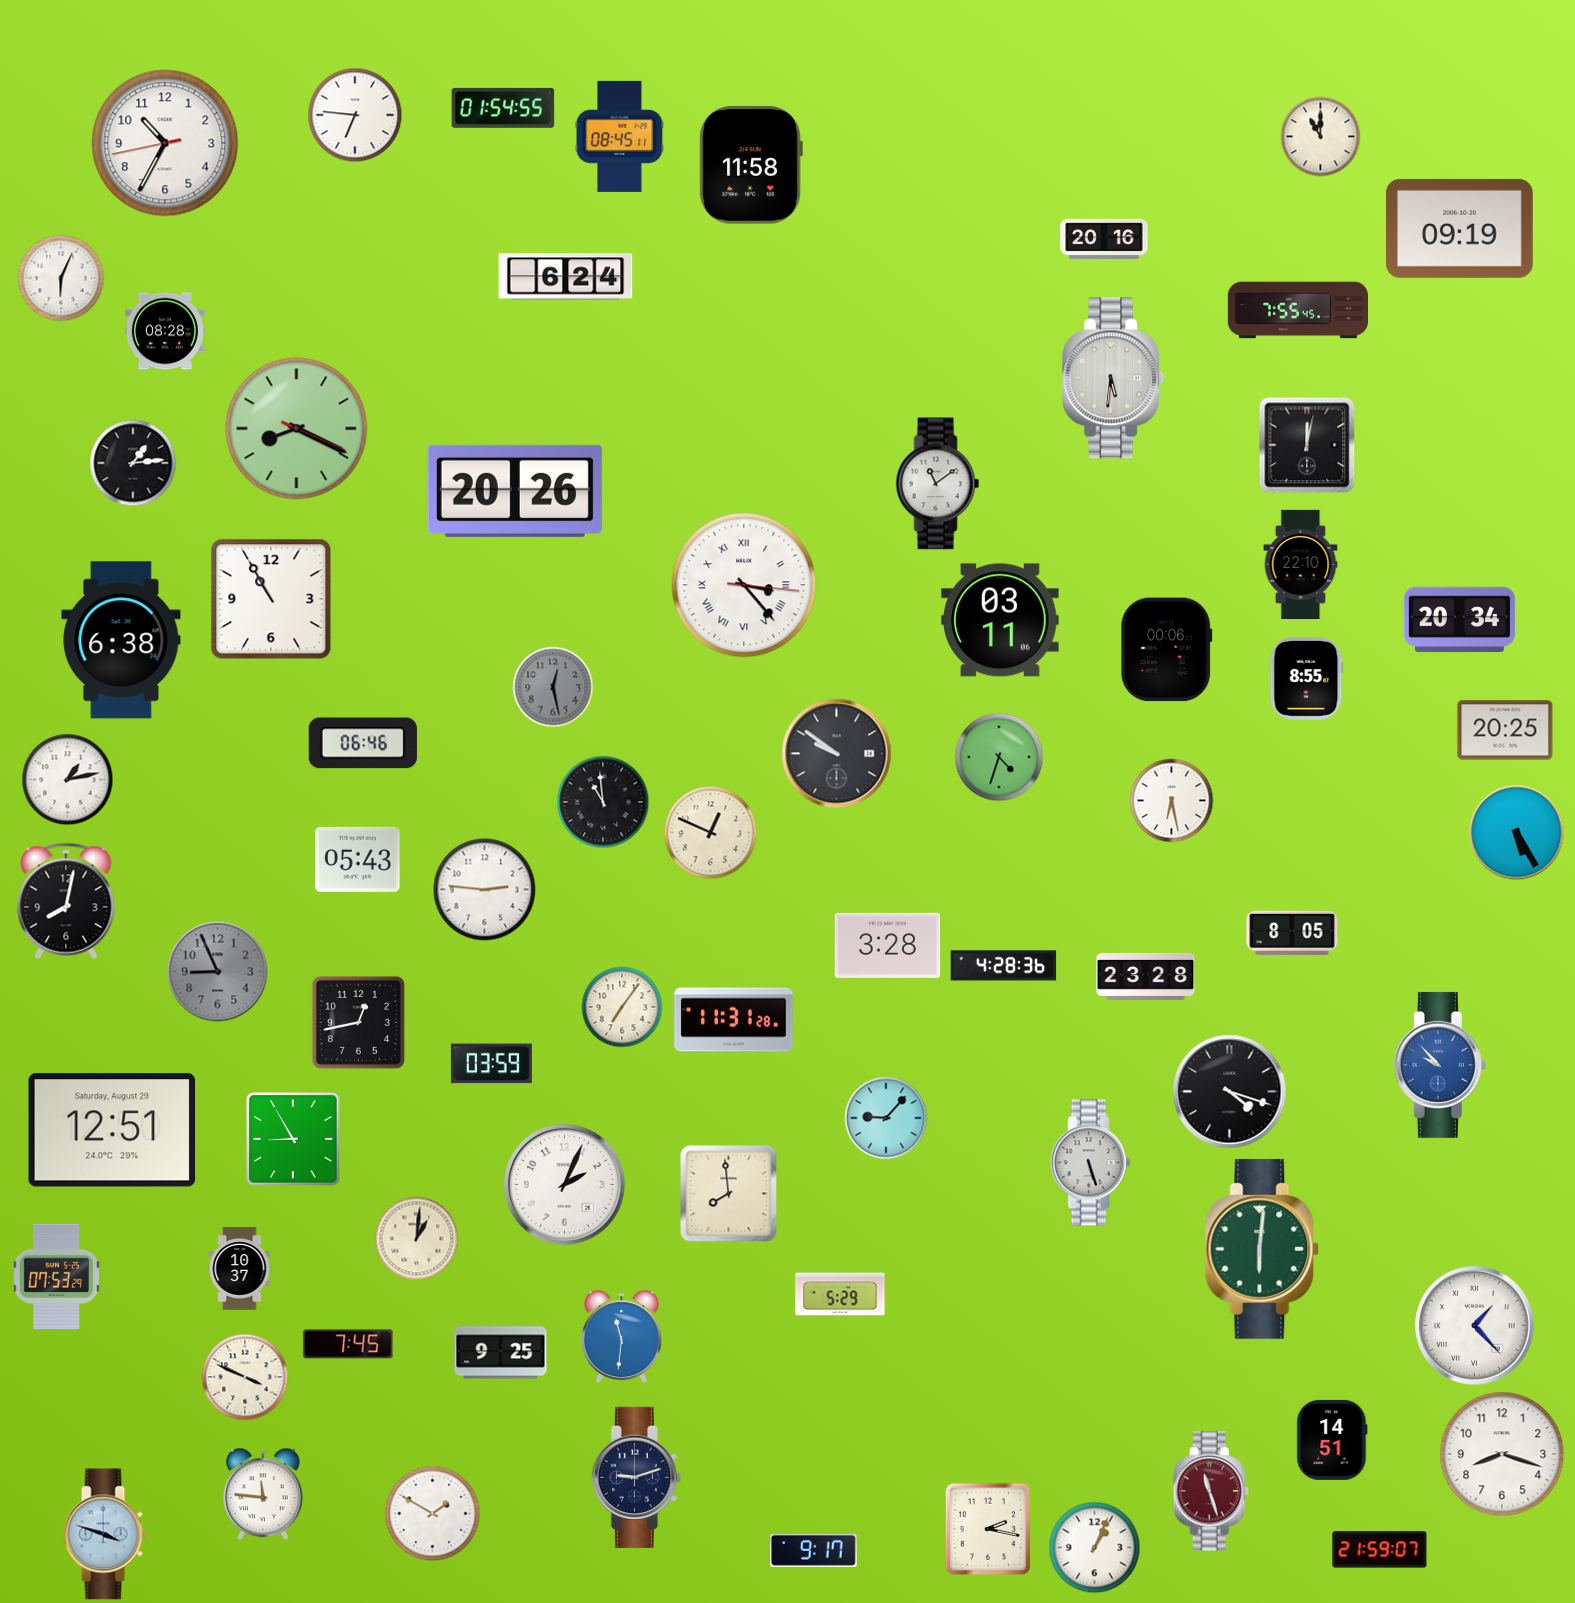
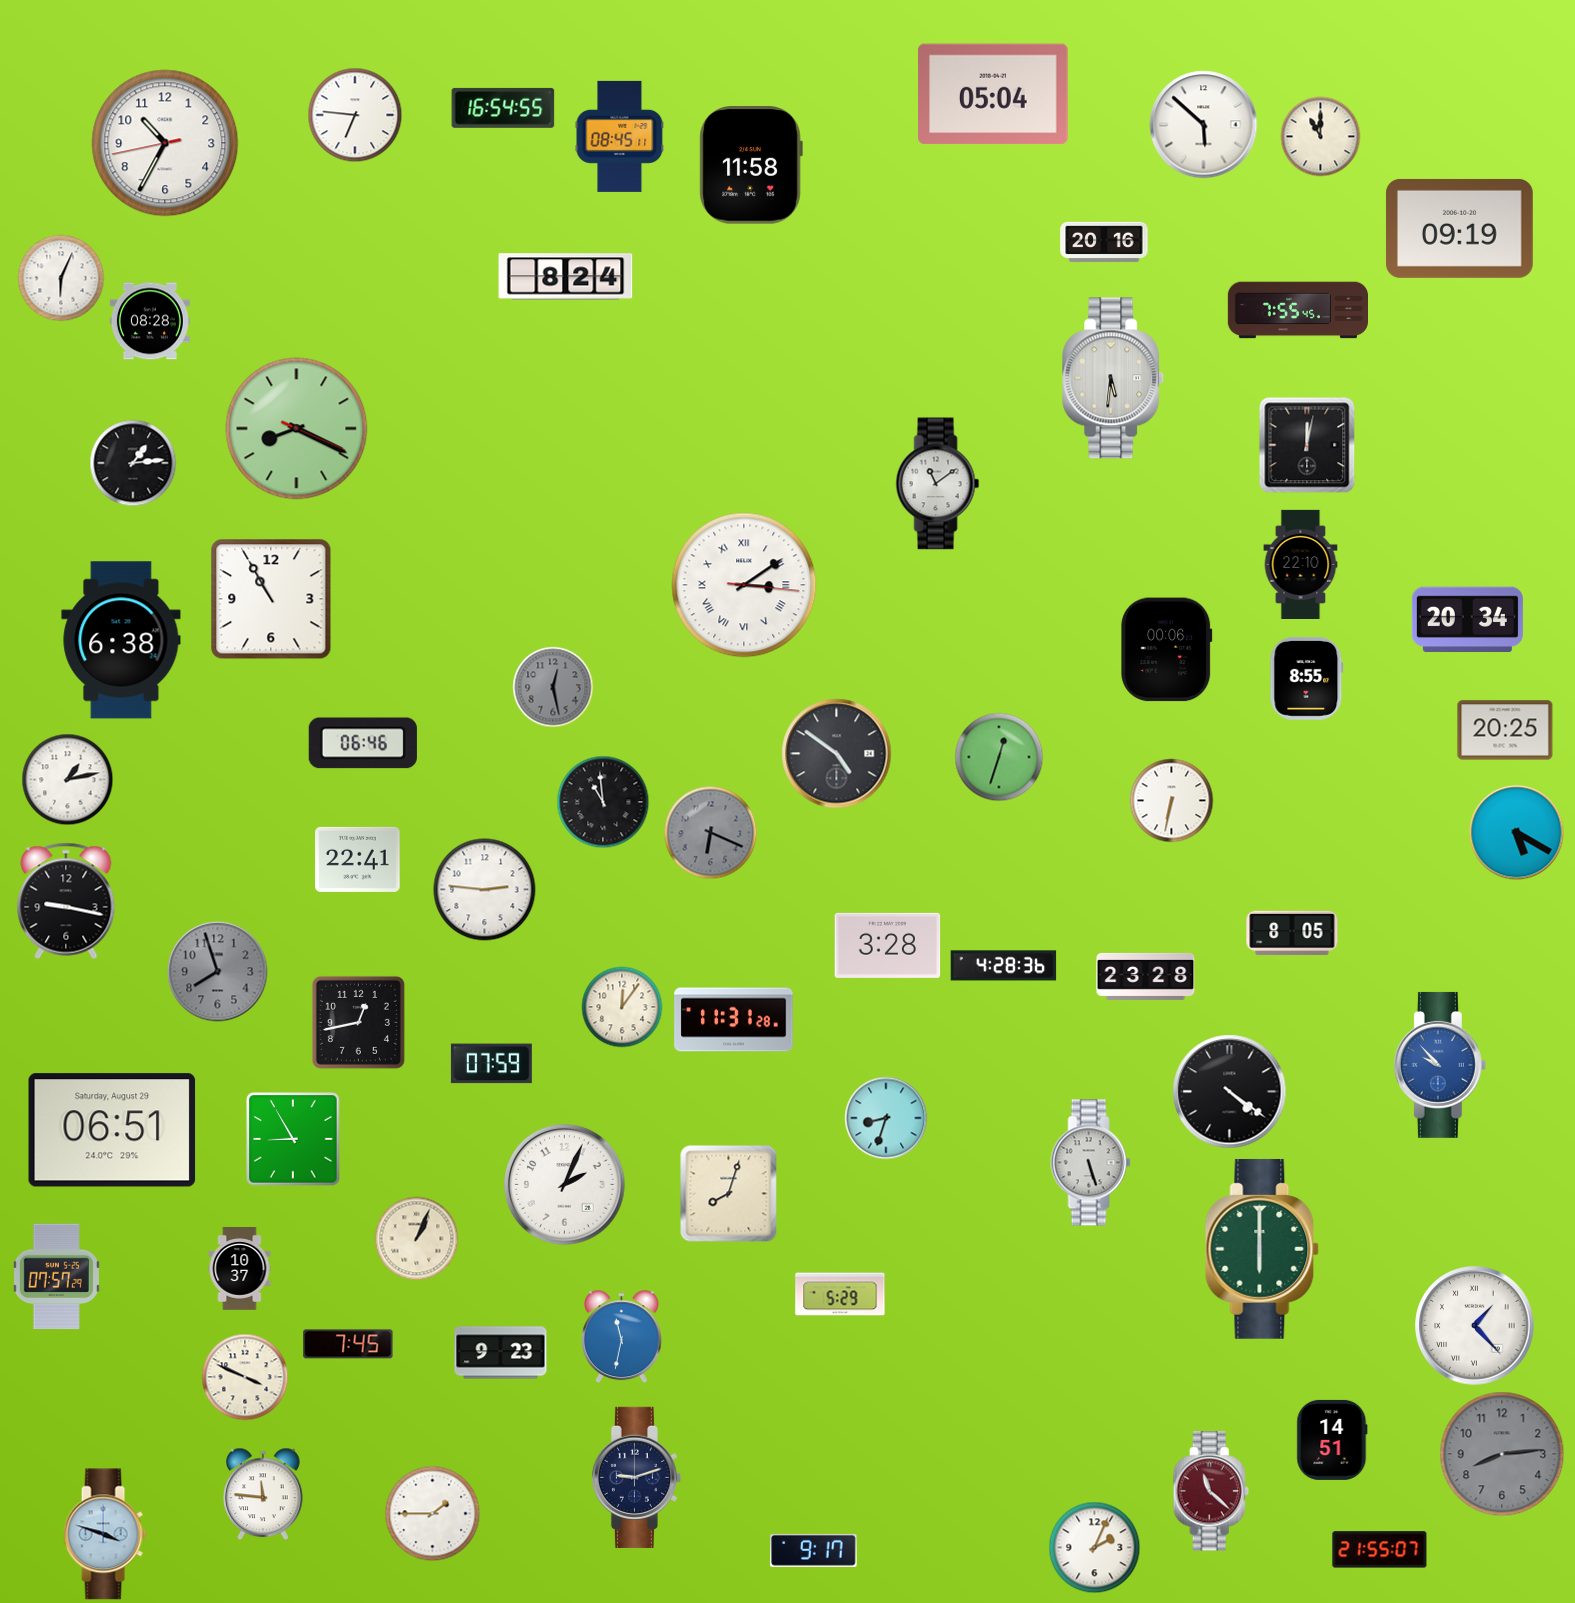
clock at (993, 94): none -> 05:04
clock at (503, 108): 01:54 -> 16:54
clock at (1204, 125): none -> 5:52
clock at (1104, 239) position: (1104, 239) -> (1104, 242)
clock at (566, 277): 6:24 -> 8:24
clock at (165, 331) position: (165, 331) -> (150, 321)
clock at (515, 491): 20:26 -> none
clock at (744, 585): 3:23 -> 3:09
clock at (1000, 620): 03:11 -> none
clock at (1459, 620) position: (1459, 620) -> (1467, 620)
clock at (837, 754): 9:51 -> 4:51
clock at (999, 757): 4:33 -> 12:33
clock at (1172, 801): 6:28 -> 6:32
clock at (711, 833): 12:49 -> 6:19
clock at (711, 833) dial: cream -> grey
clock at (1517, 833): 5:25 -> 5:20
clock at (358, 859): 05:43 -> 22:41
clock at (66, 901): 8:02 -> 9:17
clock at (218, 972): 8:56 -> 7:57
clock at (622, 1007): 7:06 -> 12:06
clock at (491, 1064): 03:59 -> 07:59
clock at (1230, 1092): 4:18 -> 4:21
clock at (886, 1118): 9:07 -> 8:33
clock at (112, 1130): 12:51 -> 06:51
clock at (729, 1194): 7:59 -> 8:03
clock at (417, 1239): 1:01 -> 1:04
clock at (1262, 1249): 6:01 -> 6:00
clock at (56, 1277): 07:53 -> 07:57
clock at (621, 1337): 11:31 -> 11:32
clock at (501, 1353): 9:25 -> 9:23
clock at (1502, 1454): 8:18 -> 8:14
clock at (1502, 1454) dial: white -> grey
clock at (1211, 1491): 11:27 -> 11:22
clock at (433, 1514): 1:50 -> 1:45
clock at (988, 1529): 2:17 -> none
clock at (1095, 1548): 1:04 -> 2:04
clock at (1380, 1550): 21:59 -> 21:55
